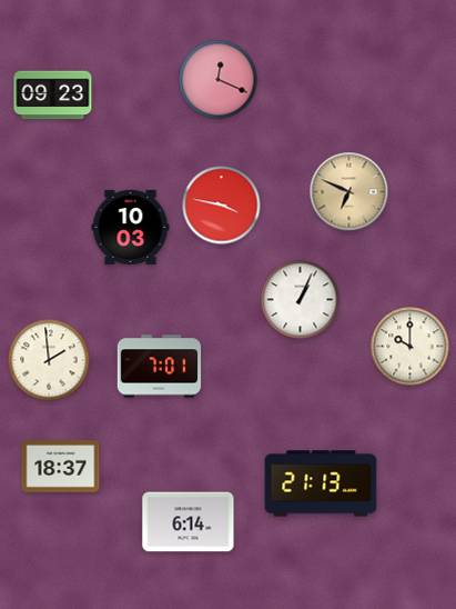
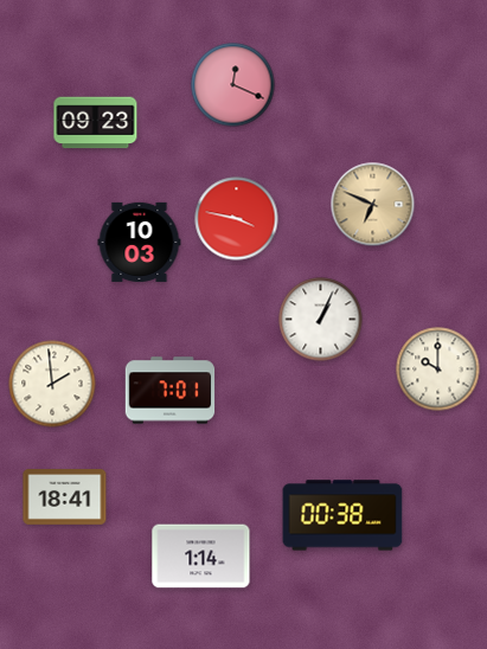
clock at (53, 96) position: (53, 96) -> (96, 123)
clock at (61, 467): 18:37 -> 18:41
clock at (321, 483): 21:13 -> 00:38
clock at (189, 522): 6:14 -> 1:14
